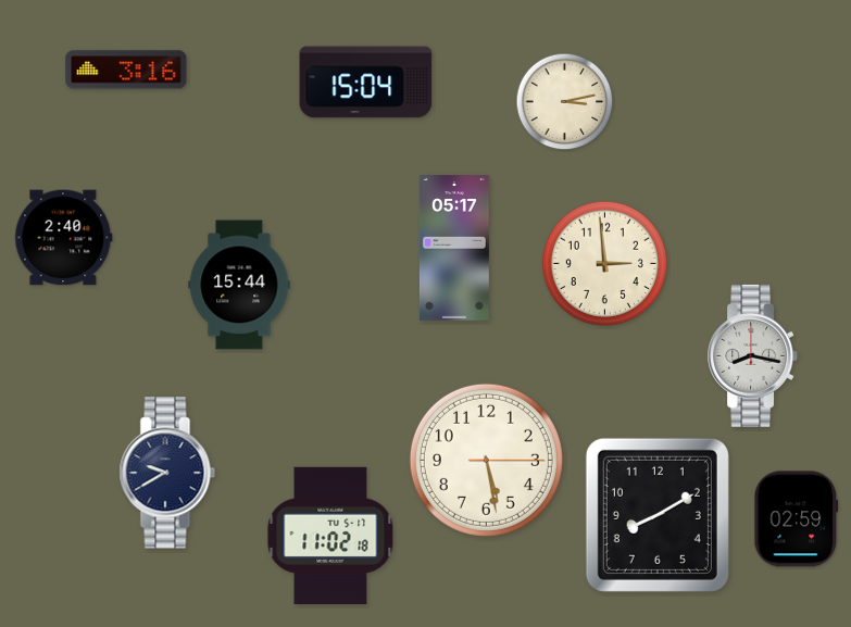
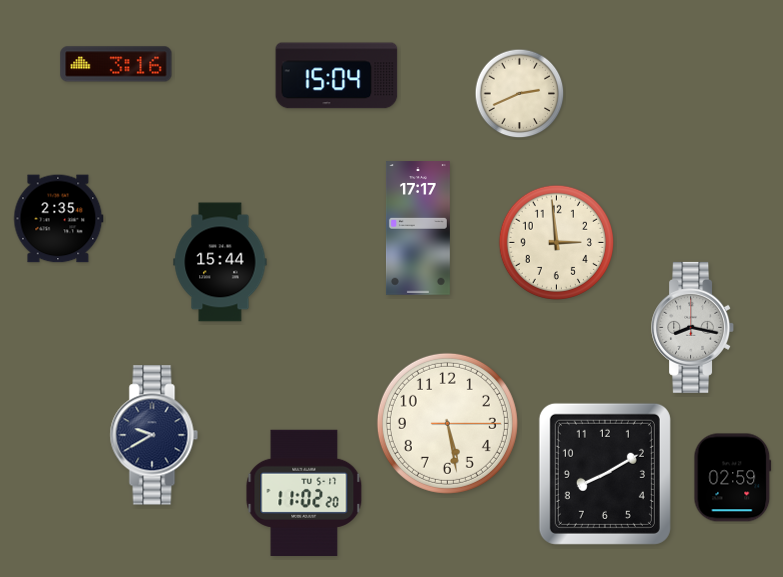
clock at (565, 102): 3:13 -> 2:41
clock at (64, 238): 2:40 -> 2:35
clock at (454, 248): 05:17 -> 17:17
clock at (330, 535): 11:02:18 -> 11:02:20
